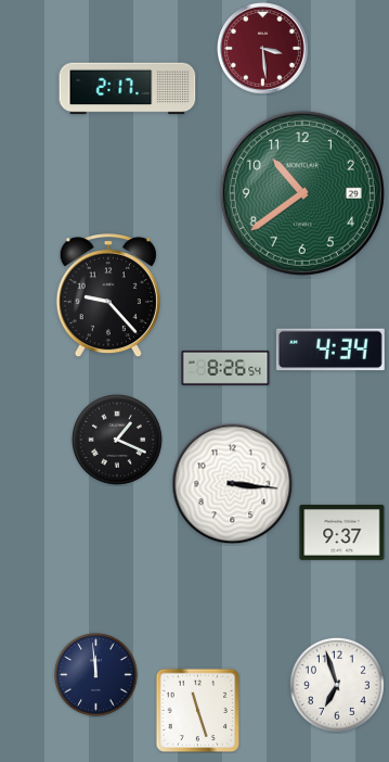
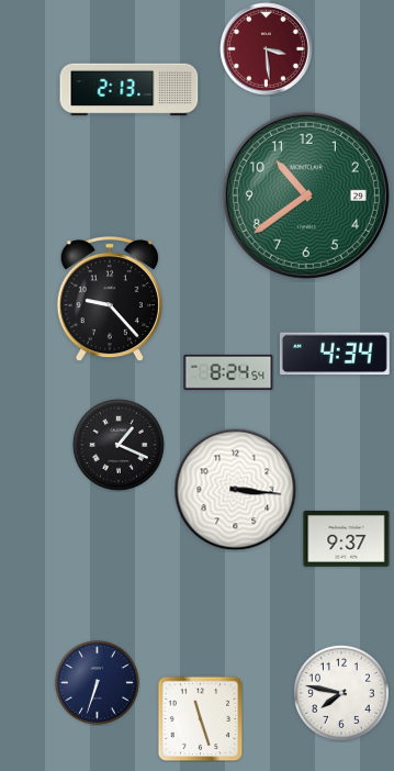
clock at (128, 89): 2:17 -> 2:13
clock at (225, 368): 8:26 -> 8:24
clock at (96, 675): 11:59 -> 6:33
clock at (337, 685): 6:57 -> 7:47
